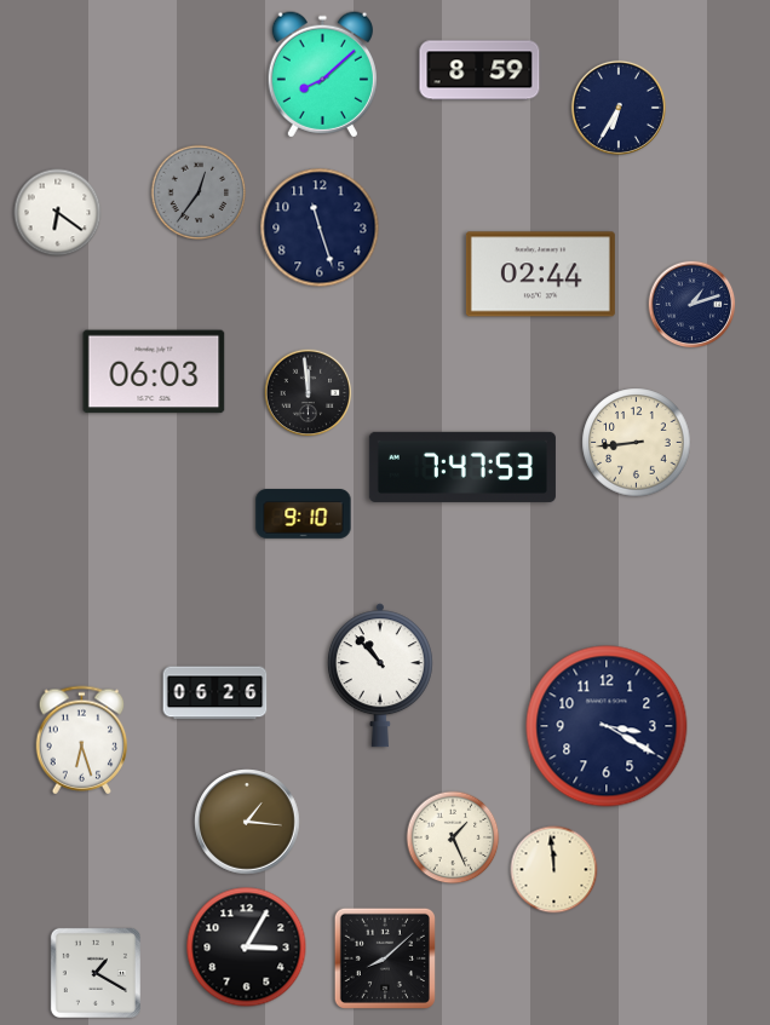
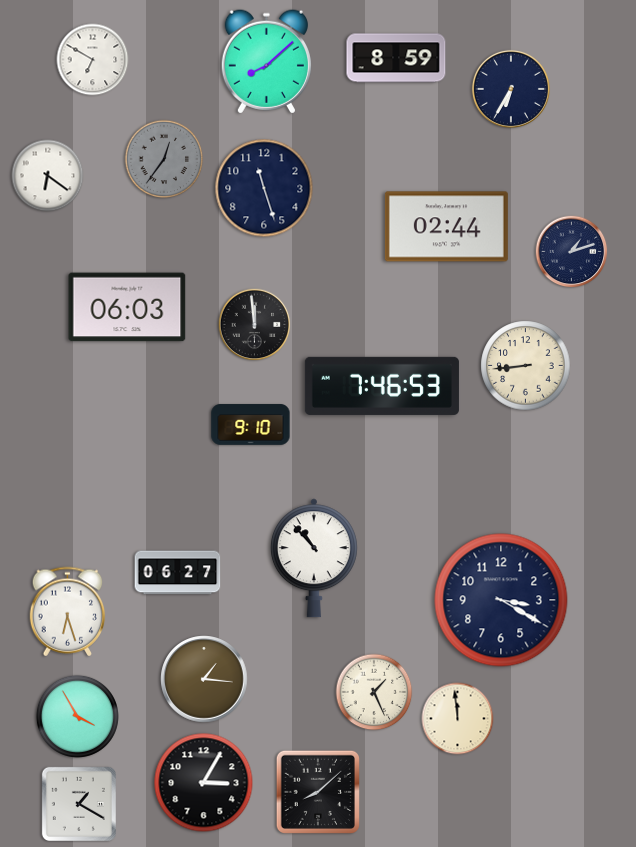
clock at (93, 60): none -> 6:50
clock at (462, 467): 7:47 -> 7:46
clock at (216, 693): 06:26 -> 06:27
clock at (77, 716): none -> 3:55
